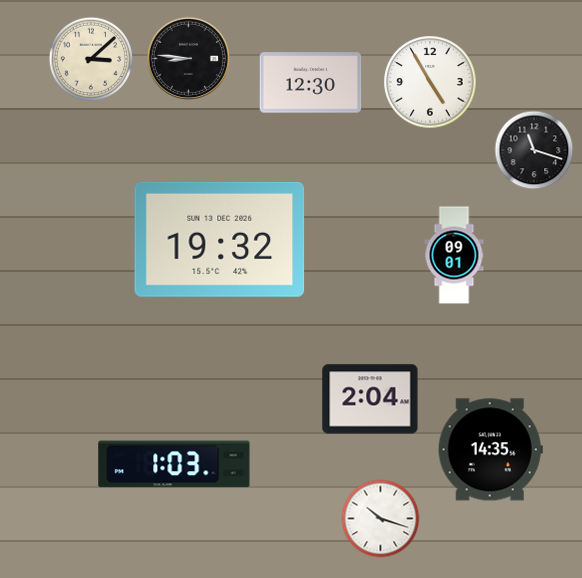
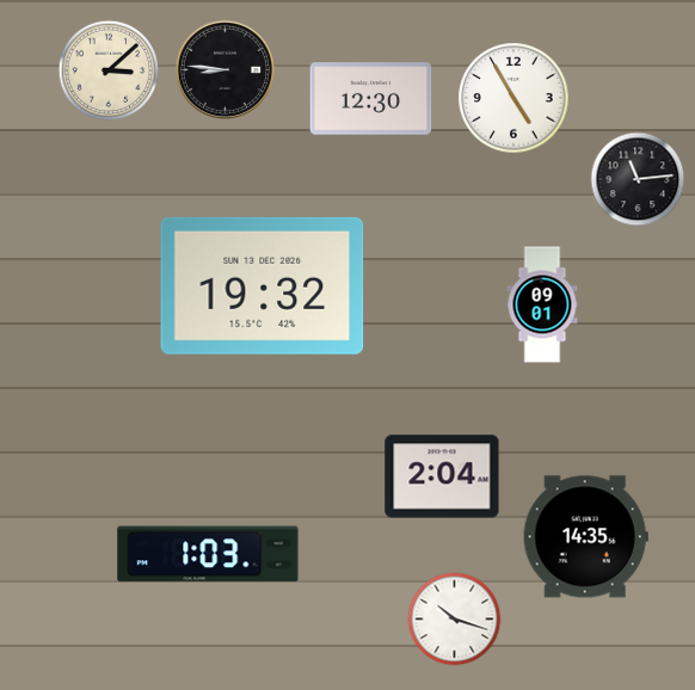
clock at (534, 150): 11:18 -> 11:14
